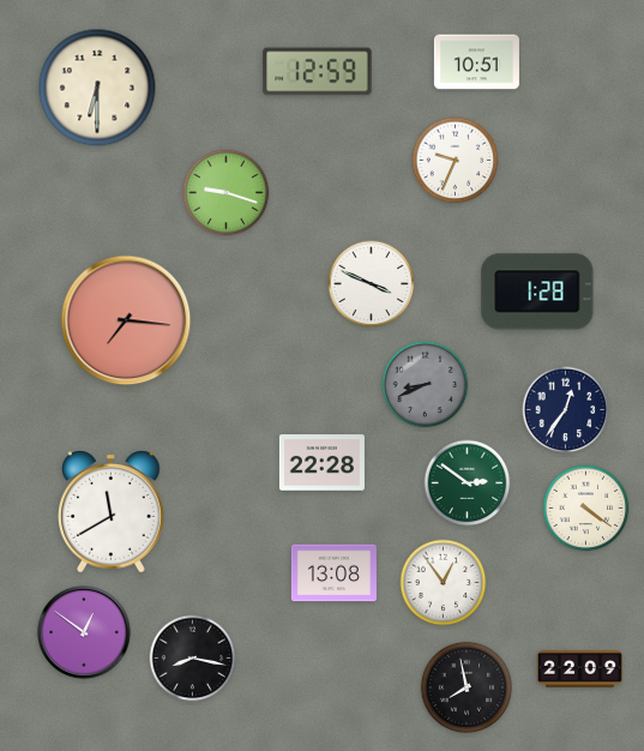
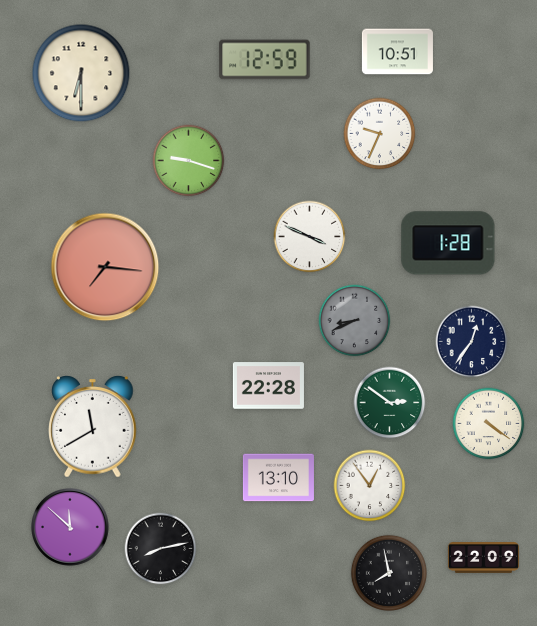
clock at (333, 573): 13:08 -> 13:10
clock at (85, 633): 12:51 -> 11:52
clock at (193, 659): 8:17 -> 8:13
